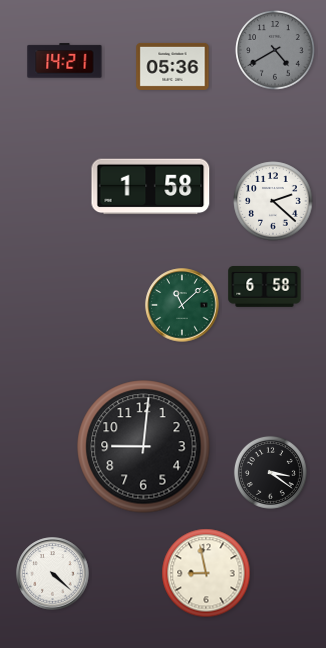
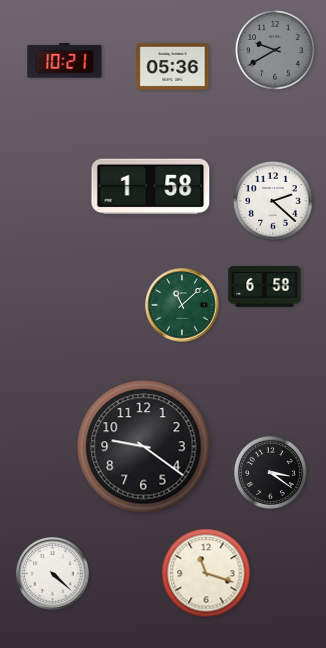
clock at (275, 50): 4:40 -> 9:40
clock at (65, 61): 14:21 -> 10:21
clock at (144, 447): 9:01 -> 9:21
clock at (206, 573): 8:58 -> 11:18
